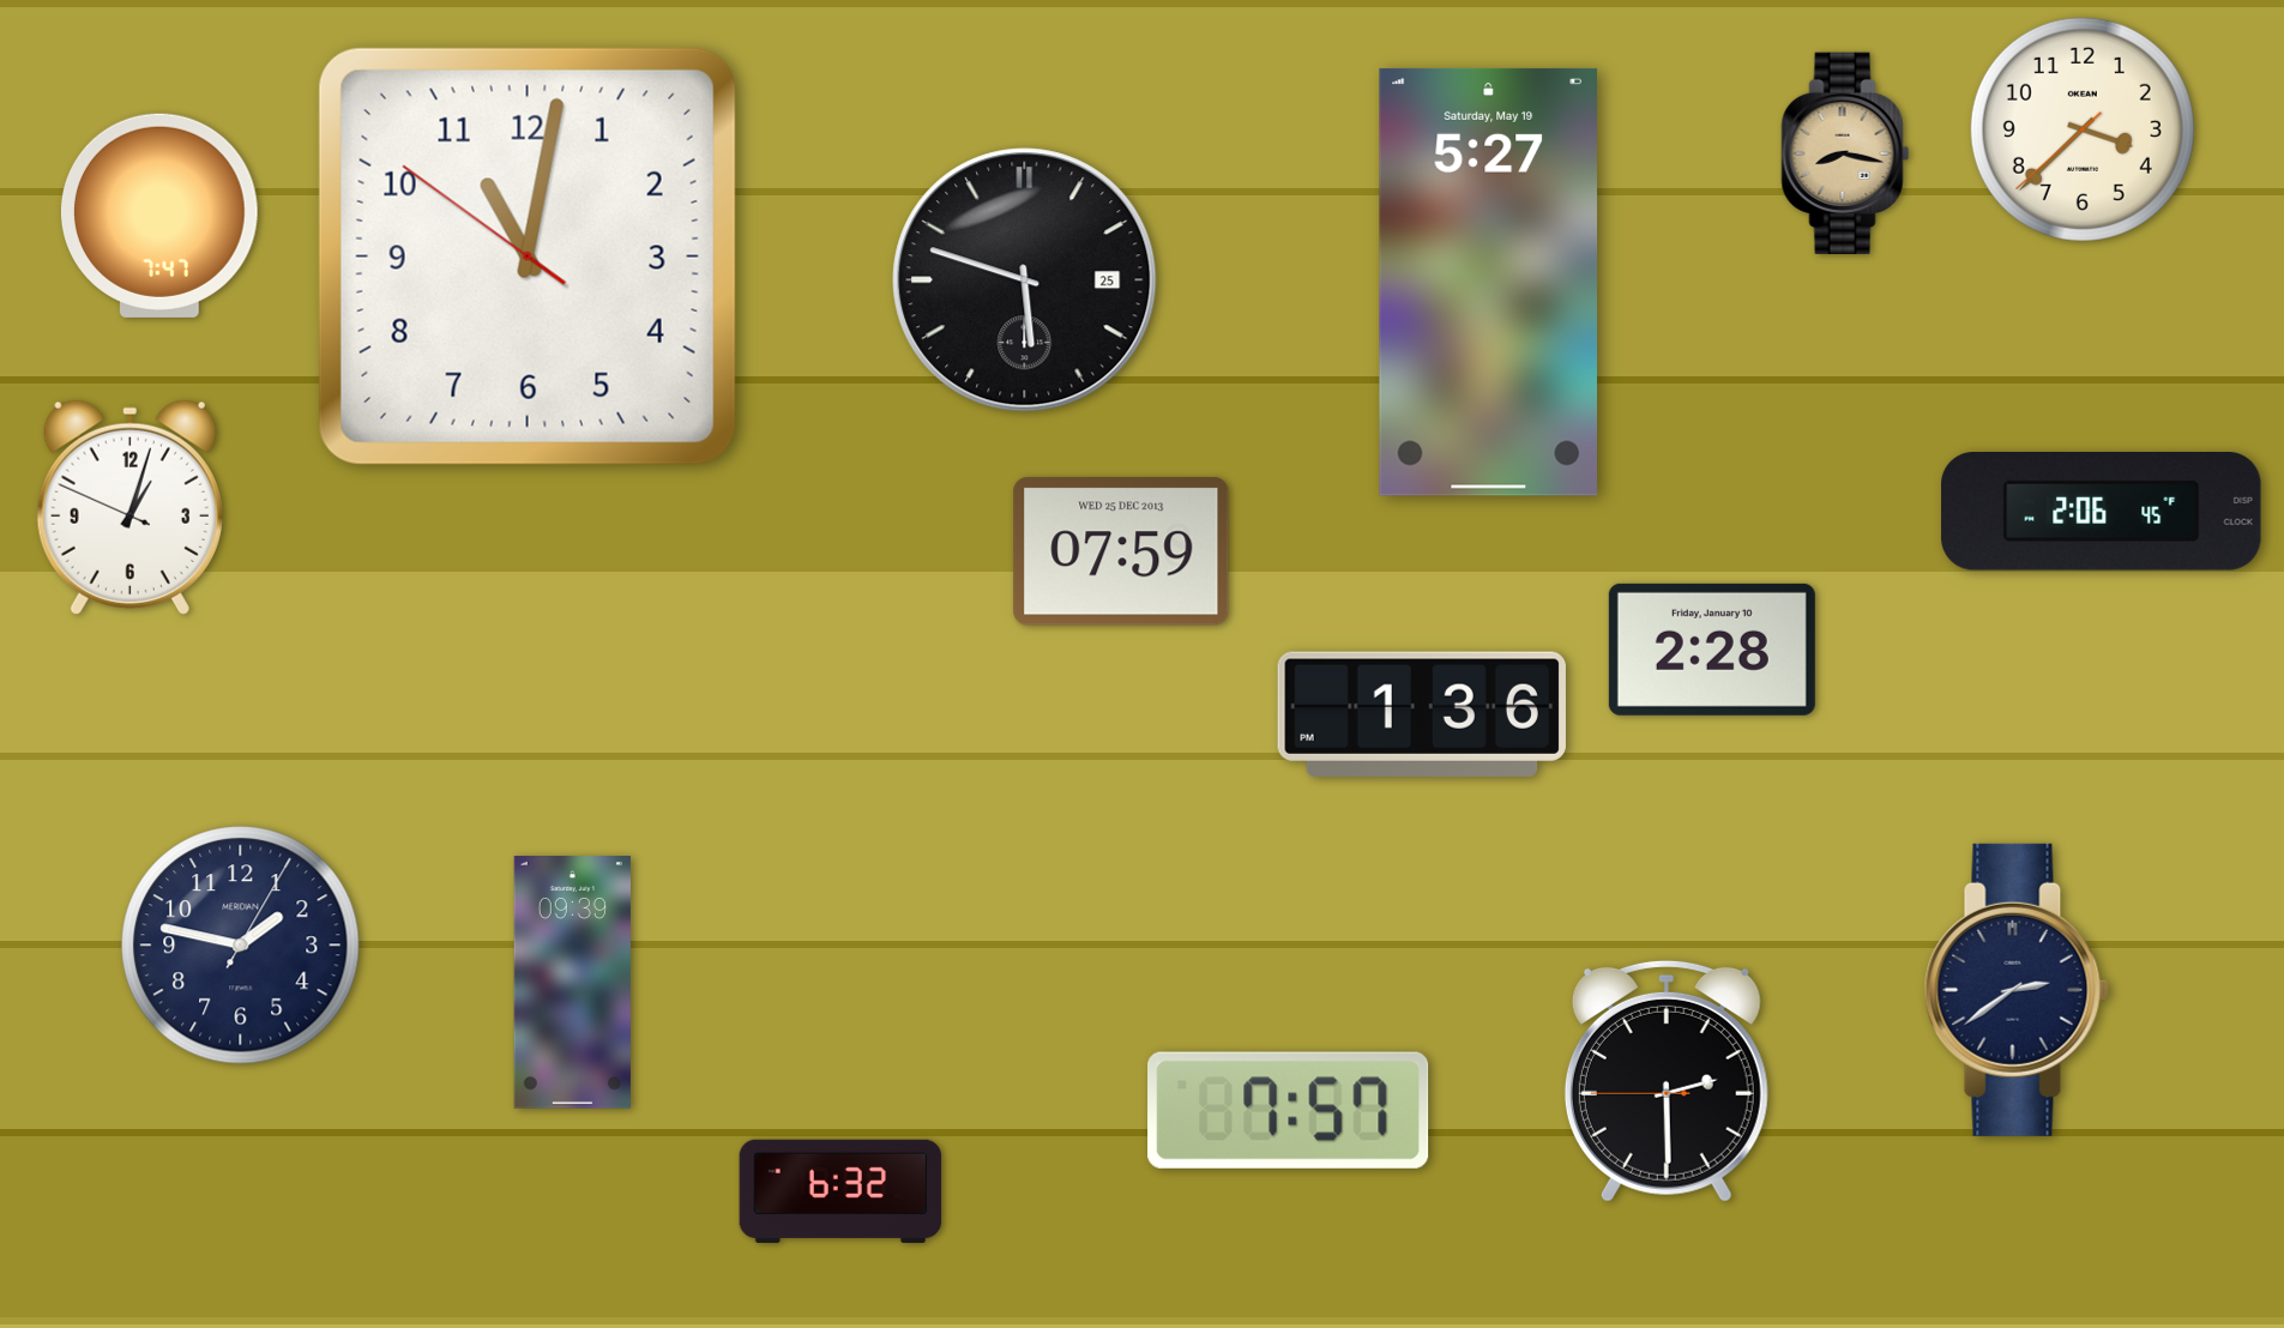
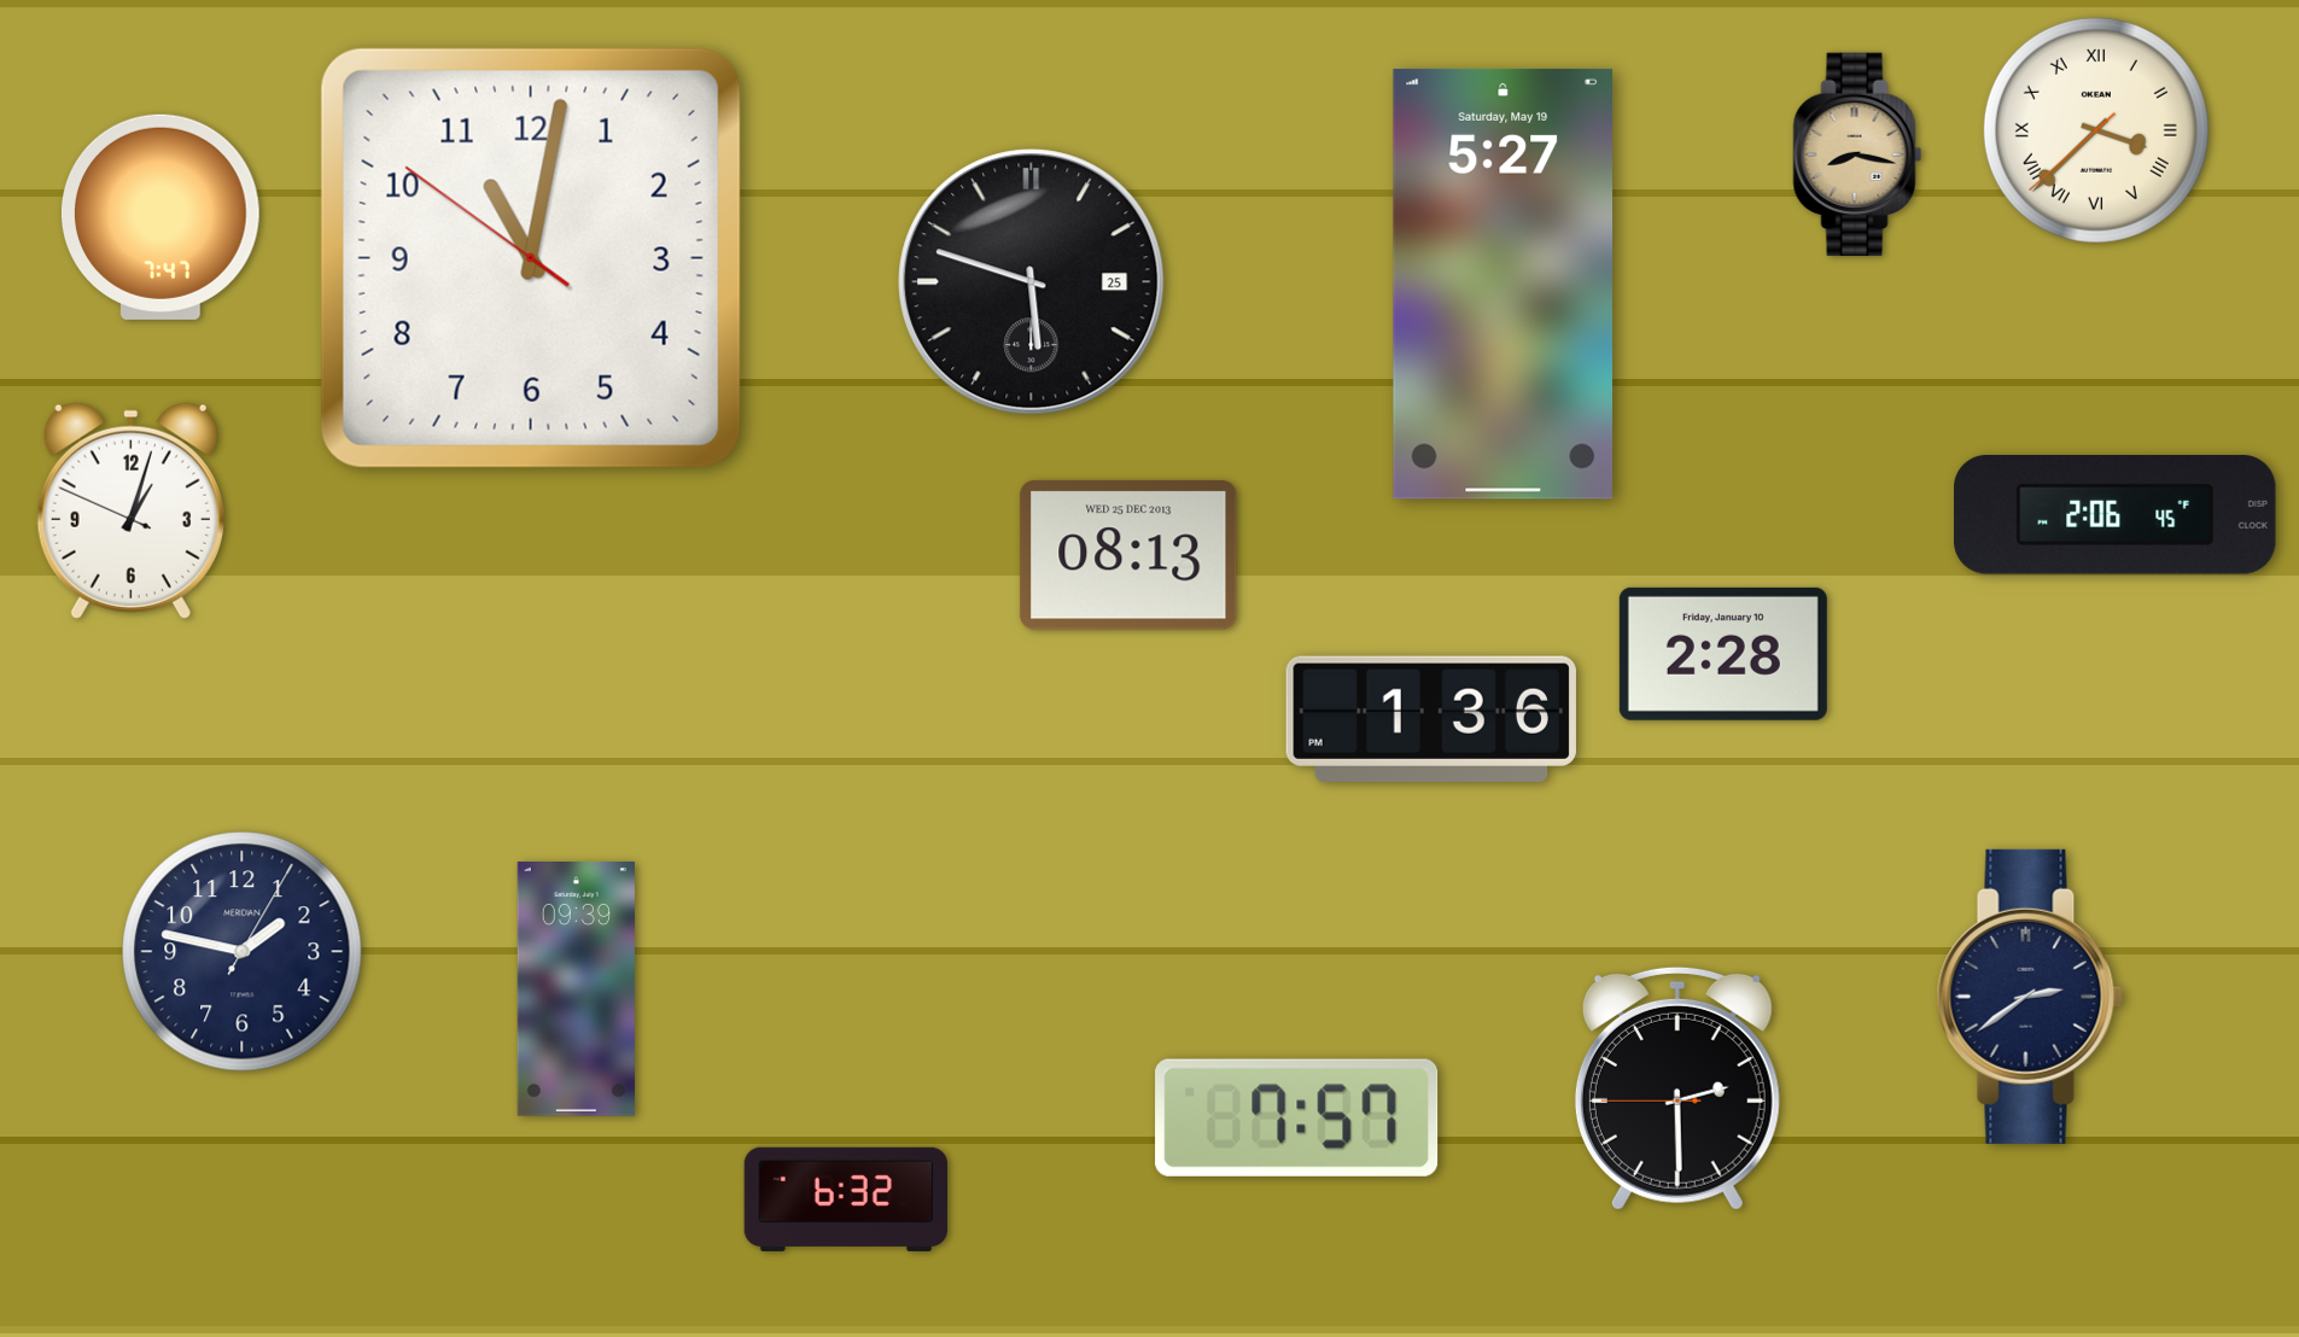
clock at (2083, 129) numerals: Arabic -> Roman
clock at (1488, 282) position: (1488, 282) -> (1502, 284)
clock at (1121, 551): 07:59 -> 08:13
